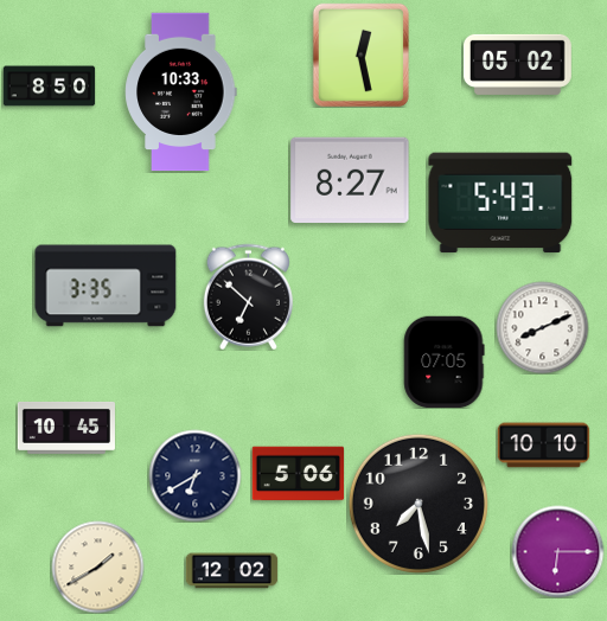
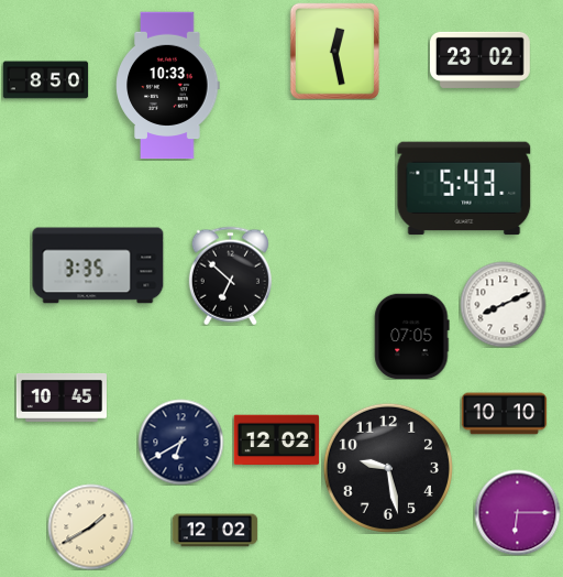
clock at (518, 64): 05:02 -> 23:02
clock at (350, 180): 8:27 -> none
clock at (298, 474): 5:06 -> 12:02
clock at (418, 504): 7:28 -> 9:28
